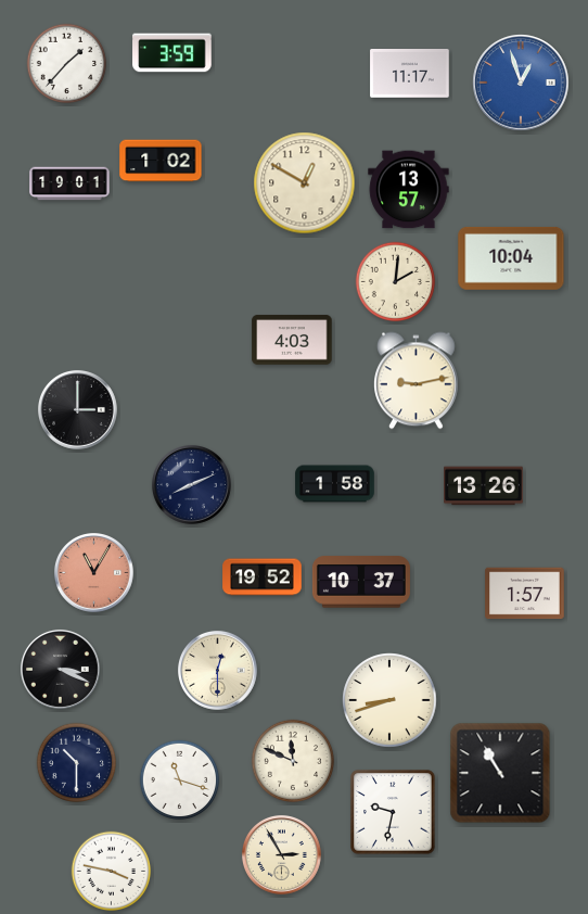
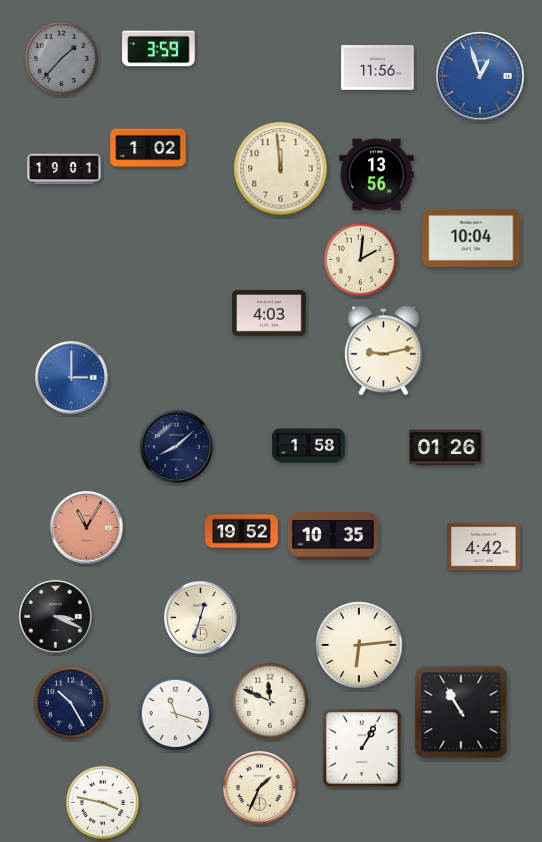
clock at (67, 64) dial: white -> grey
clock at (410, 74): 11:17 -> 11:56
clock at (305, 183): 12:50 -> 11:59
clock at (409, 190): 13:57 -> 13:56
clock at (396, 282) position: (396, 282) -> (361, 260)
clock at (77, 409) dial: black -> blue
clock at (191, 484): 8:11 -> 8:08
clock at (484, 486): 13:26 -> 01:26
clock at (361, 582): 10:37 -> 10:35
clock at (525, 594): 1:57 -> 4:42
clock at (217, 670): 12:30 -> 12:33
clock at (389, 700): 8:42 -> 6:14
clock at (77, 763): 10:30 -> 10:25
clock at (180, 780) position: (180, 780) -> (176, 714)
clock at (393, 812): 9:32 -> 1:05
clock at (281, 854): 2:55 -> 1:34
